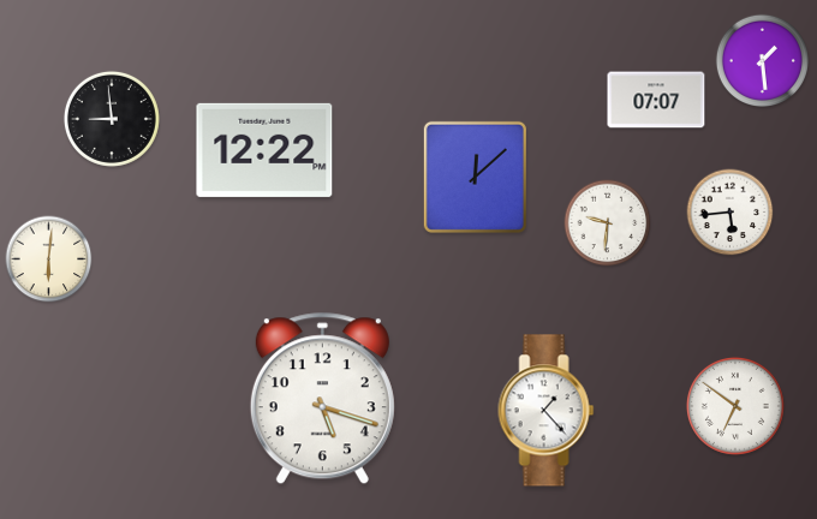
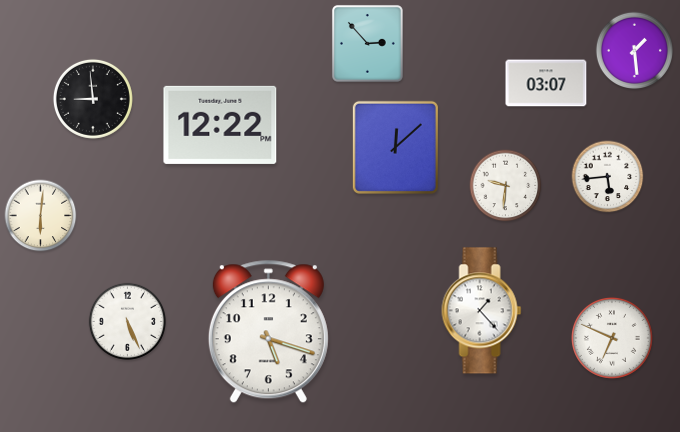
clock at (367, 43): none -> 2:53
clock at (656, 100): 07:07 -> 03:07
clock at (127, 321): none -> 5:26
clock at (735, 406): 6:51 -> 6:49
clock at (547, 411) position: (547, 411) -> (482, 311)
